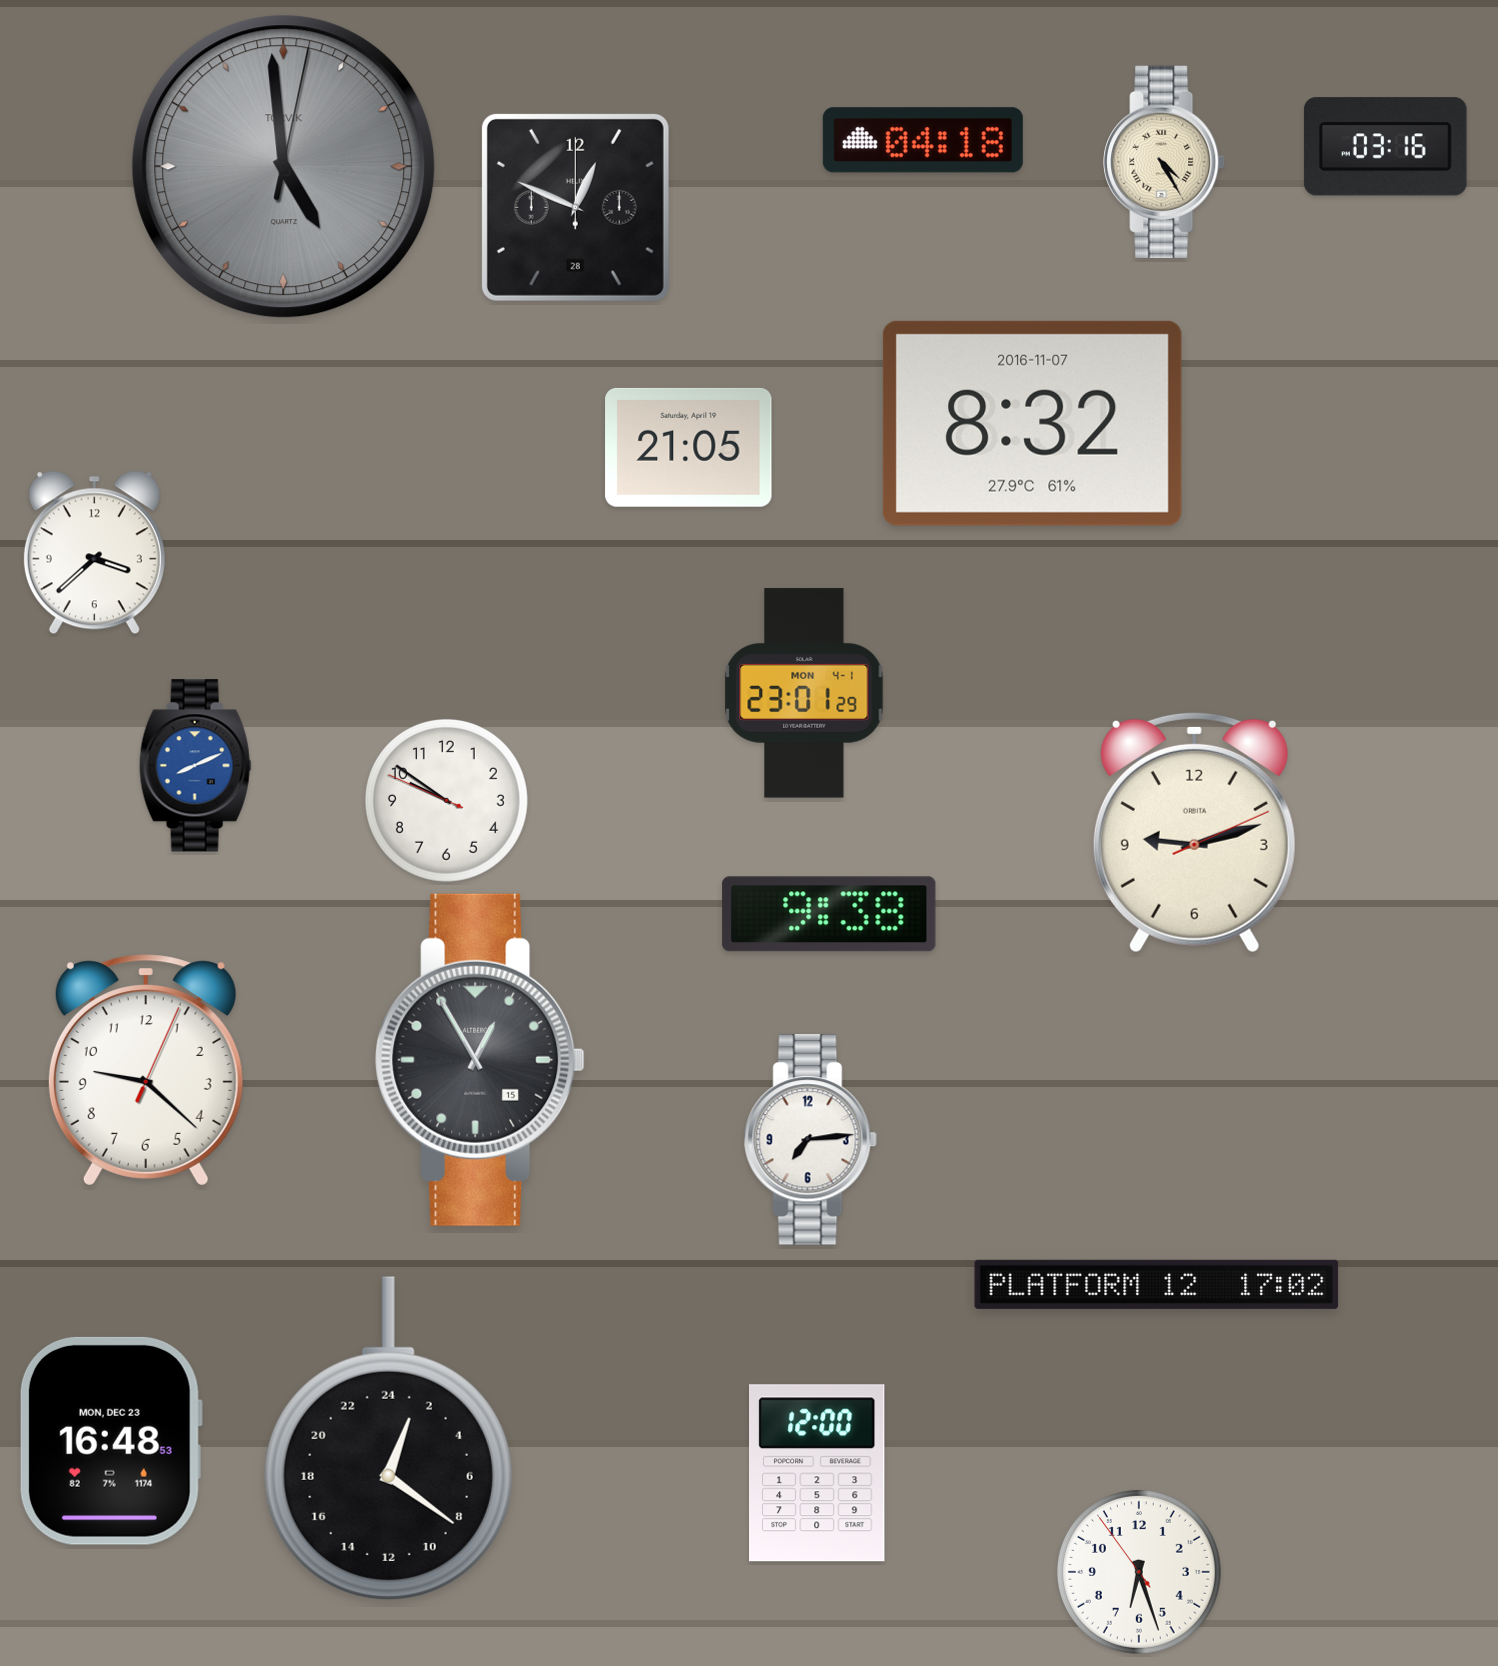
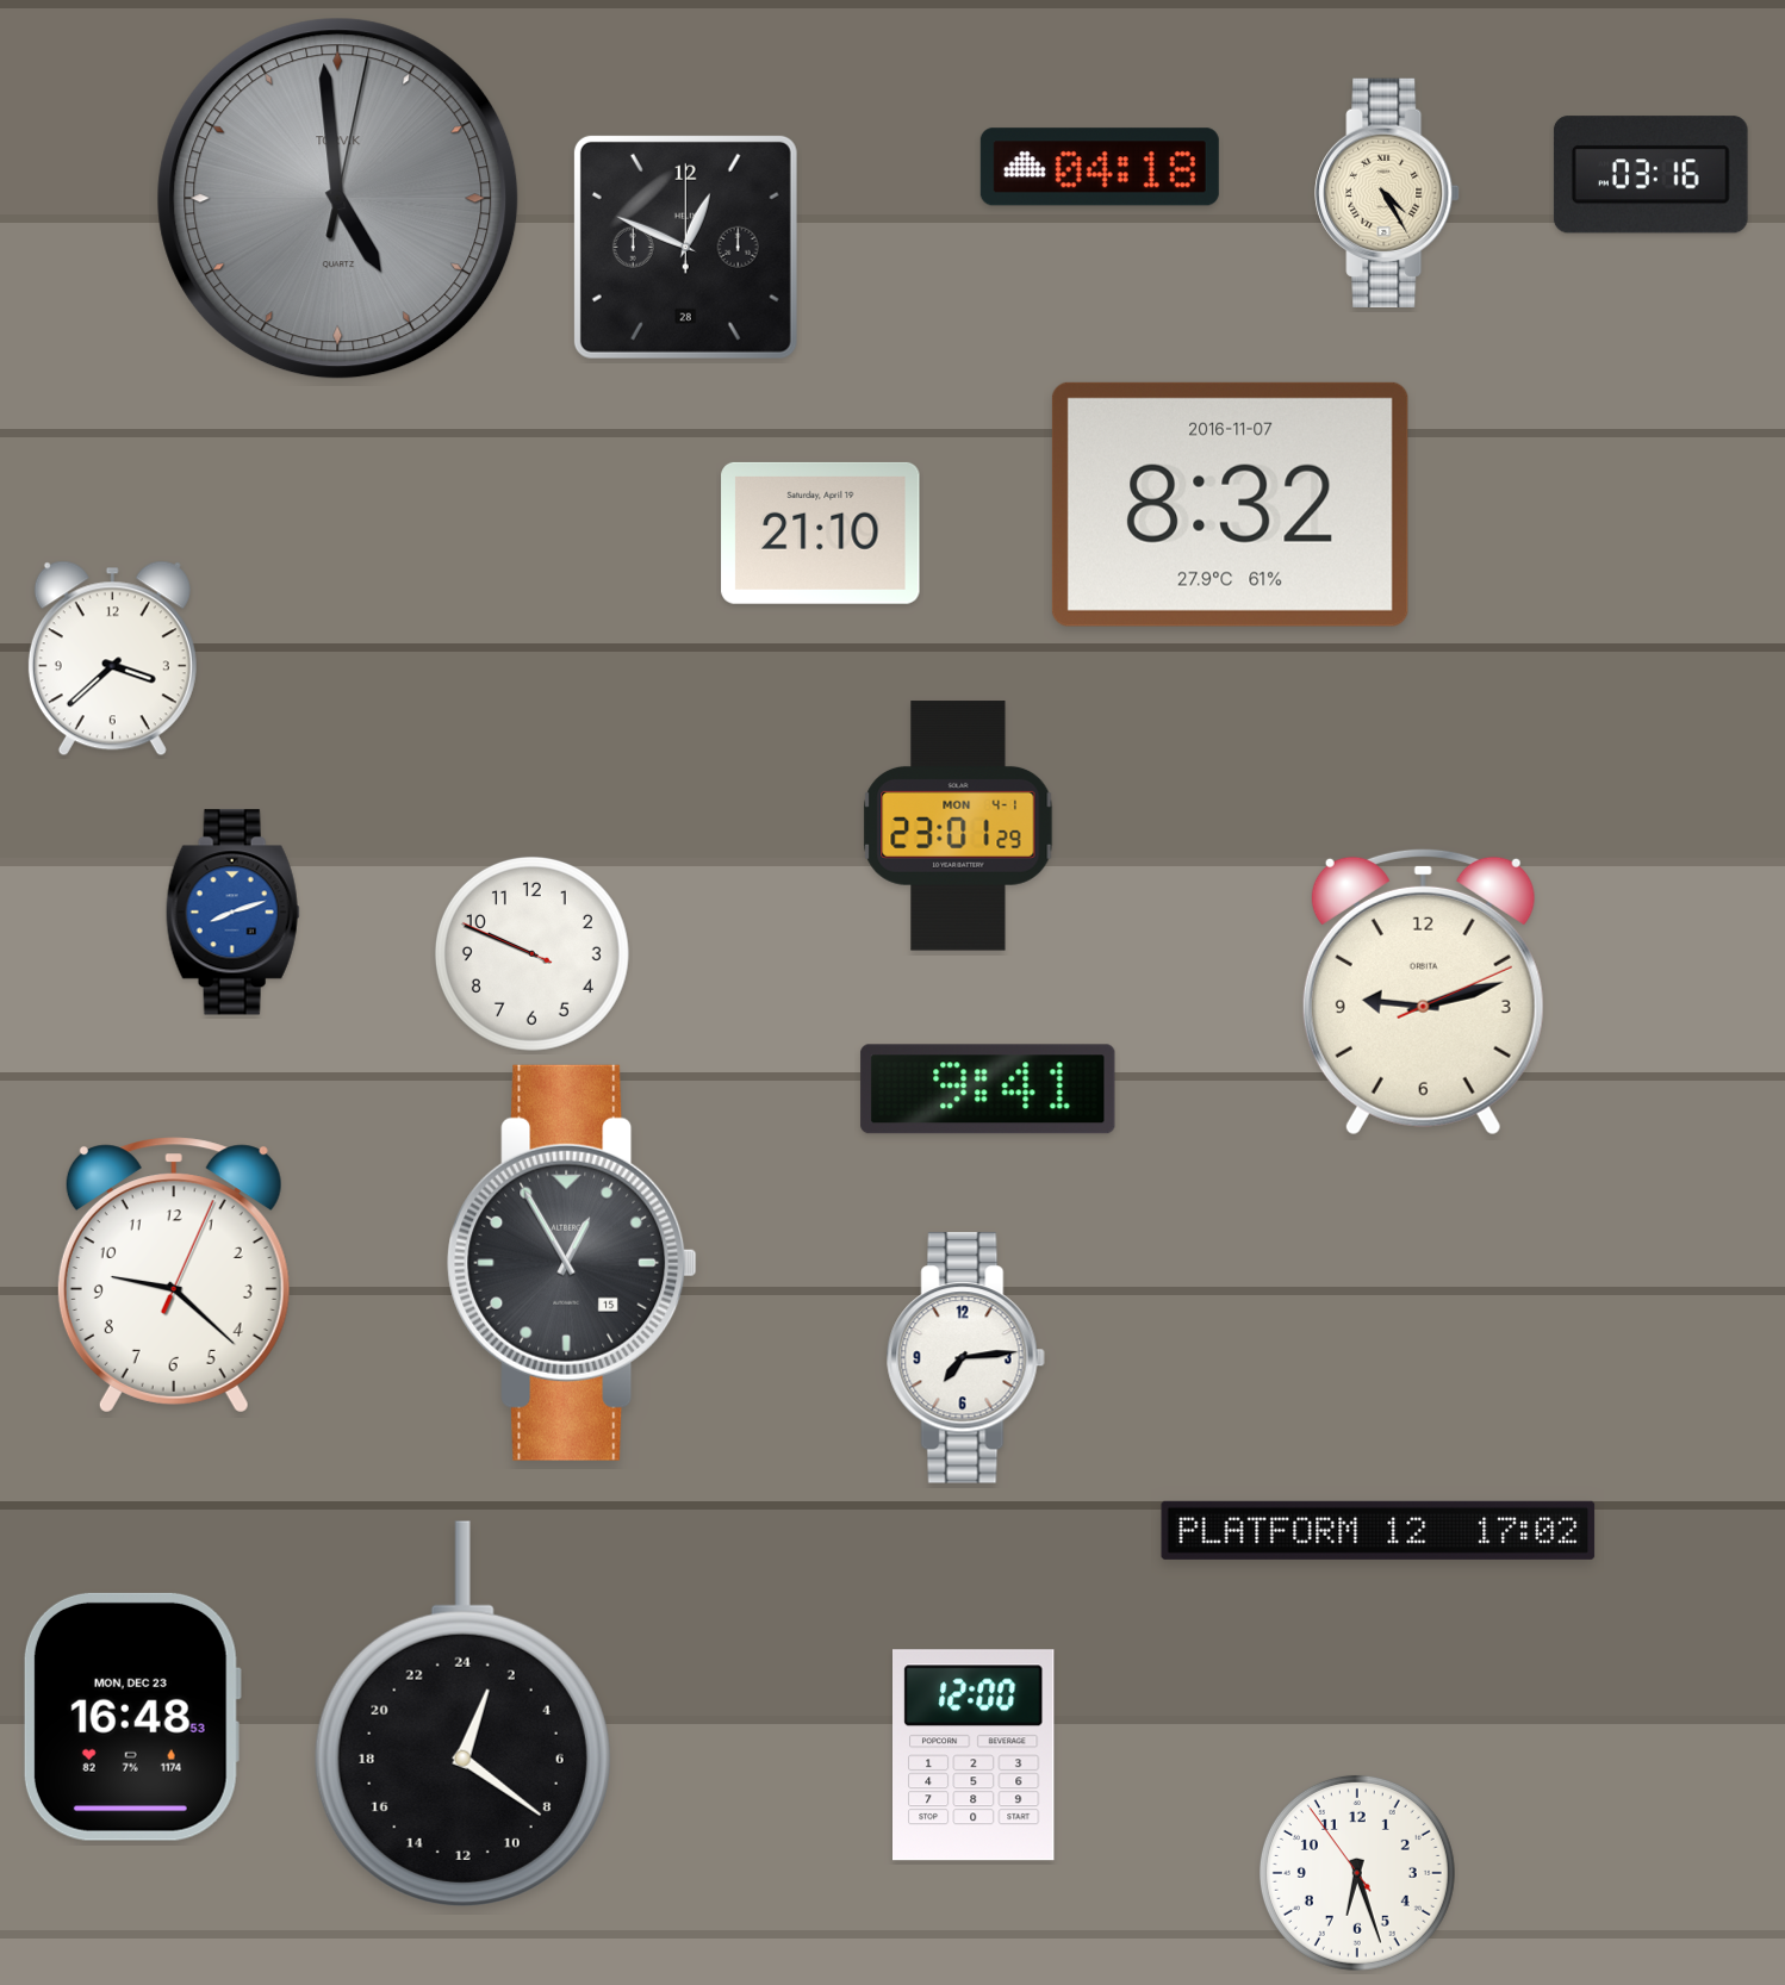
clock at (689, 447): 21:05 -> 21:10
clock at (195, 766): 8:11 -> 8:12
clock at (446, 800): 9:50 -> 9:48
clock at (829, 914): 9:38 -> 9:41
